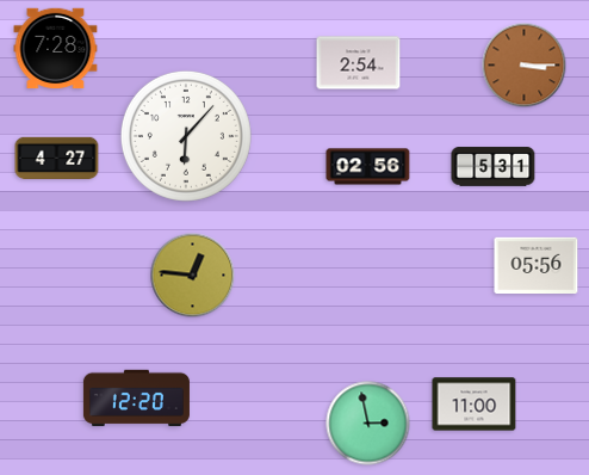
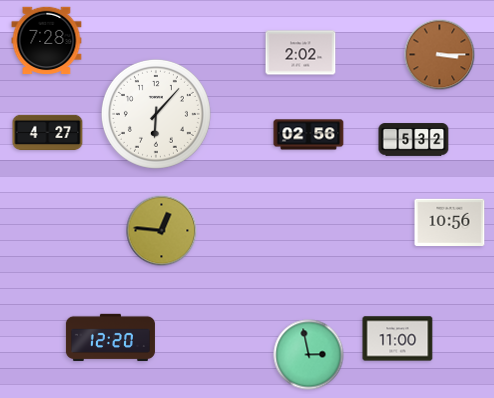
clock at (359, 63): 2:54 -> 2:02
clock at (368, 167) position: (368, 167) -> (309, 135)
clock at (494, 167): 5:31 -> 5:32
clock at (537, 266): 05:56 -> 10:56
clock at (136, 399) position: (136, 399) -> (110, 338)
